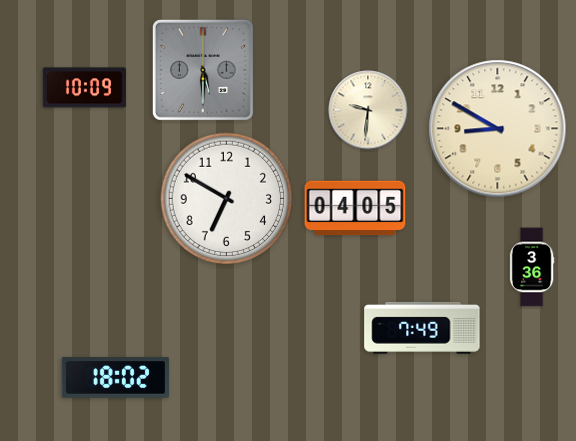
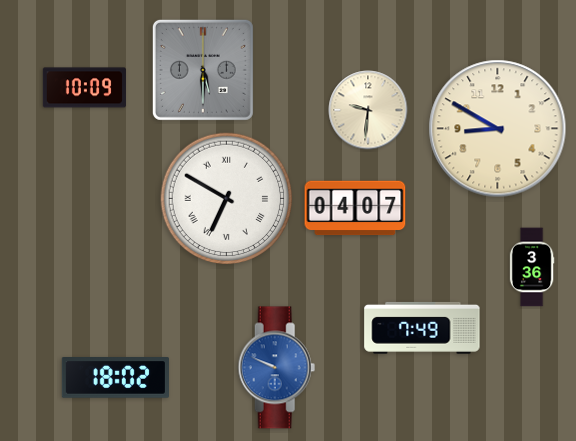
clock at (227, 199) numerals: Arabic -> Roman
clock at (355, 208): 04:05 -> 04:07
clock at (277, 368): none -> 9:49
